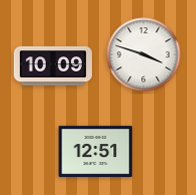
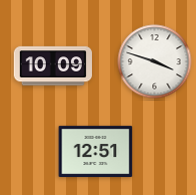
clock at (144, 55) position: (144, 55) -> (155, 62)
